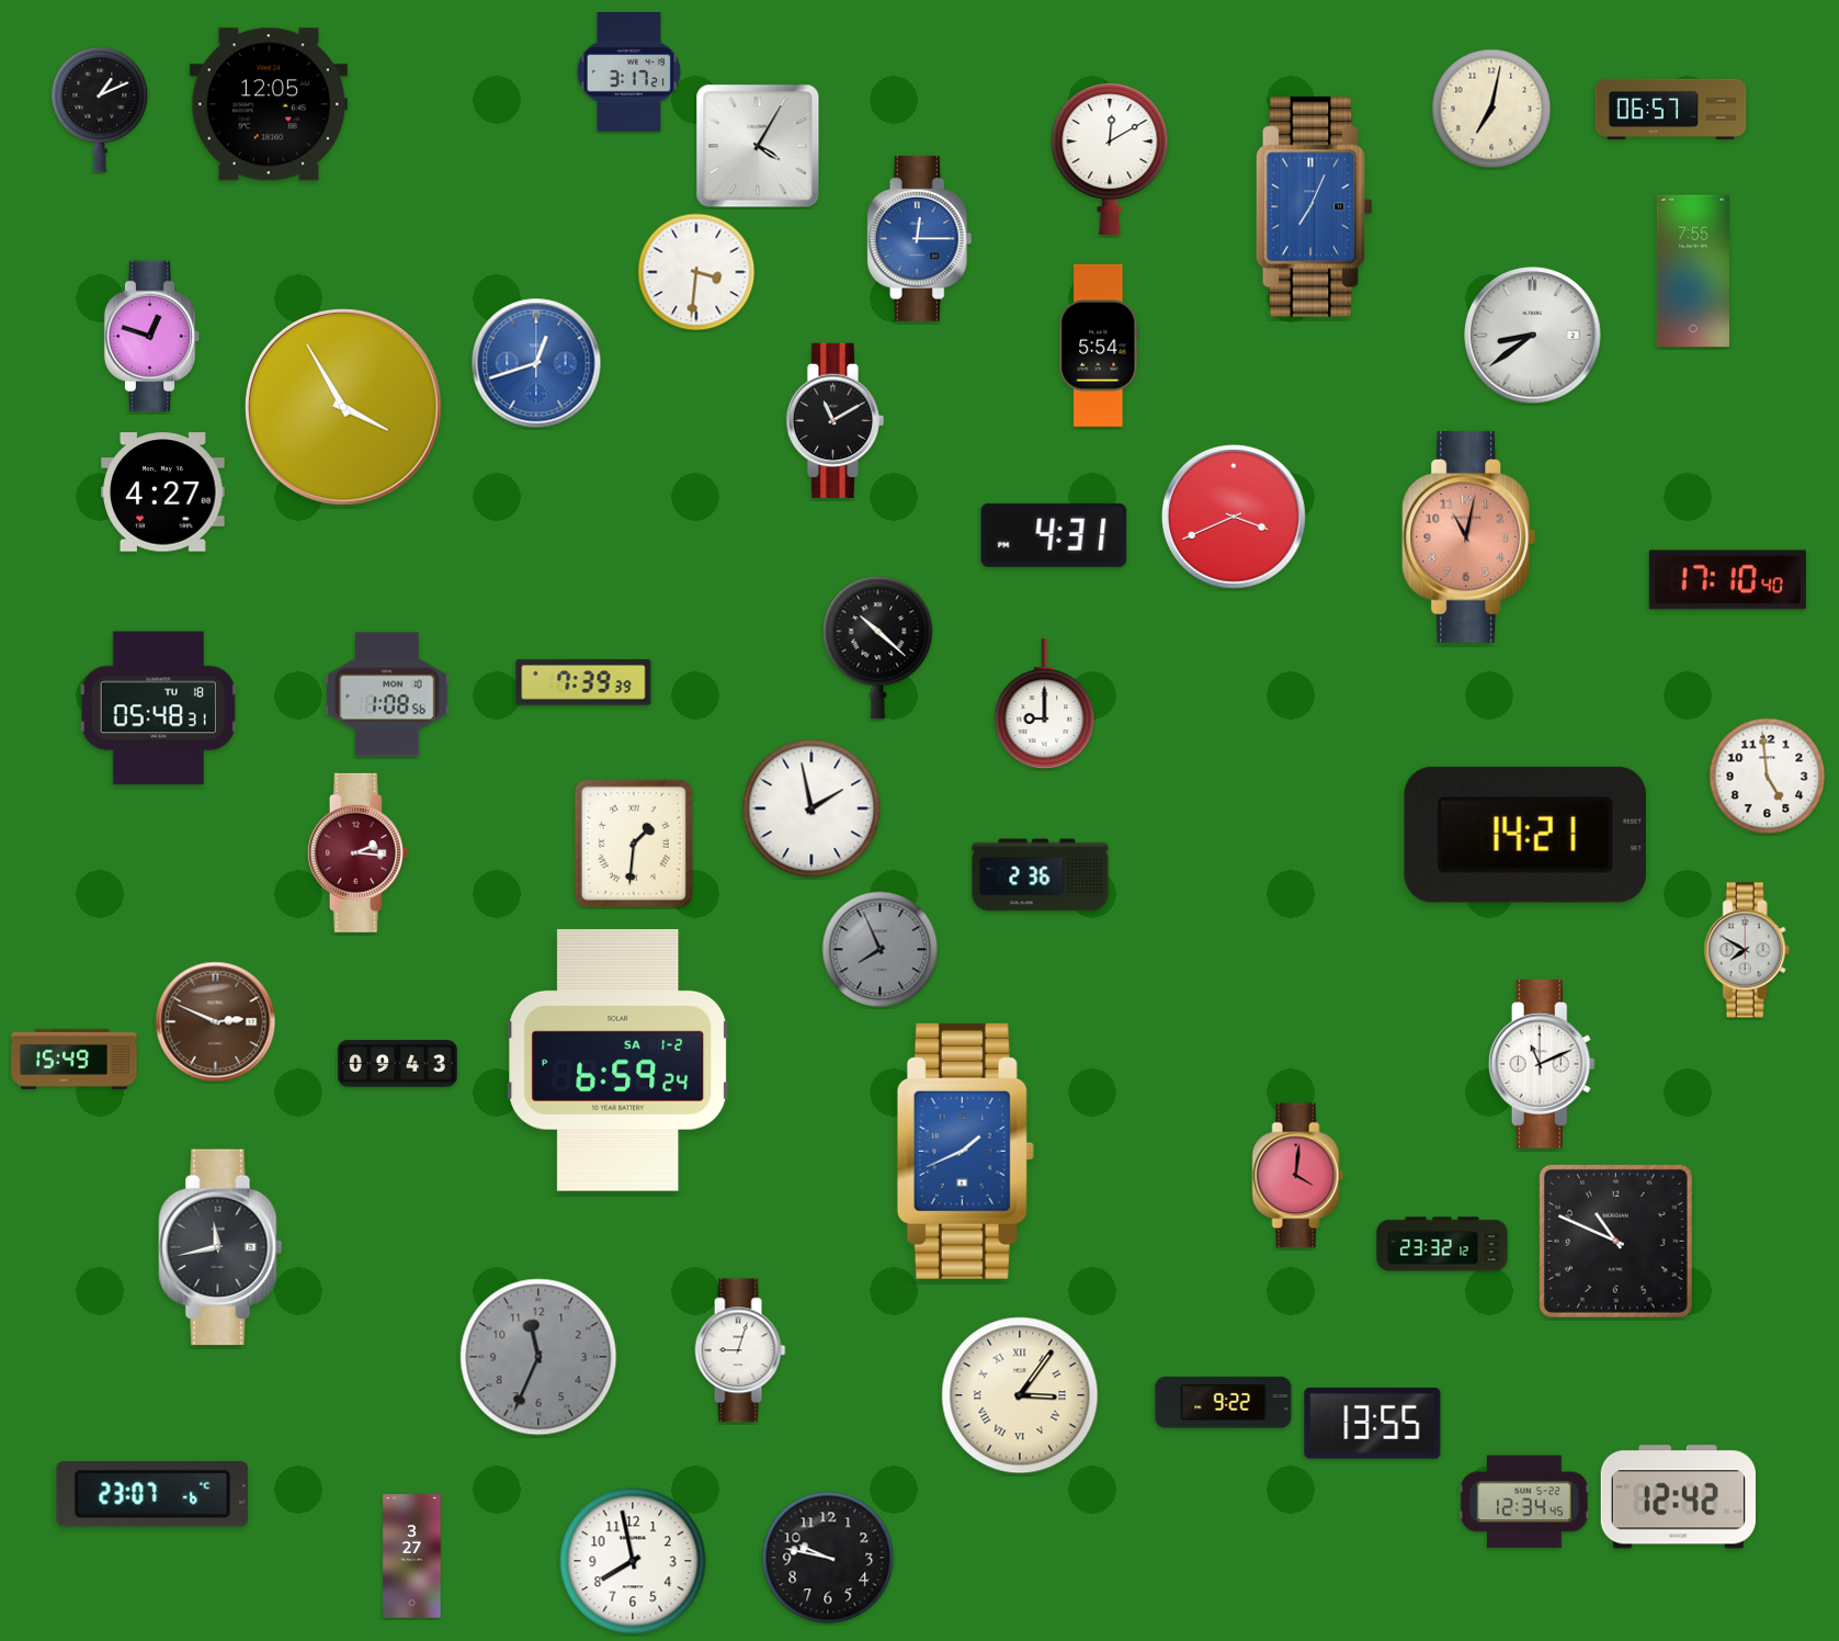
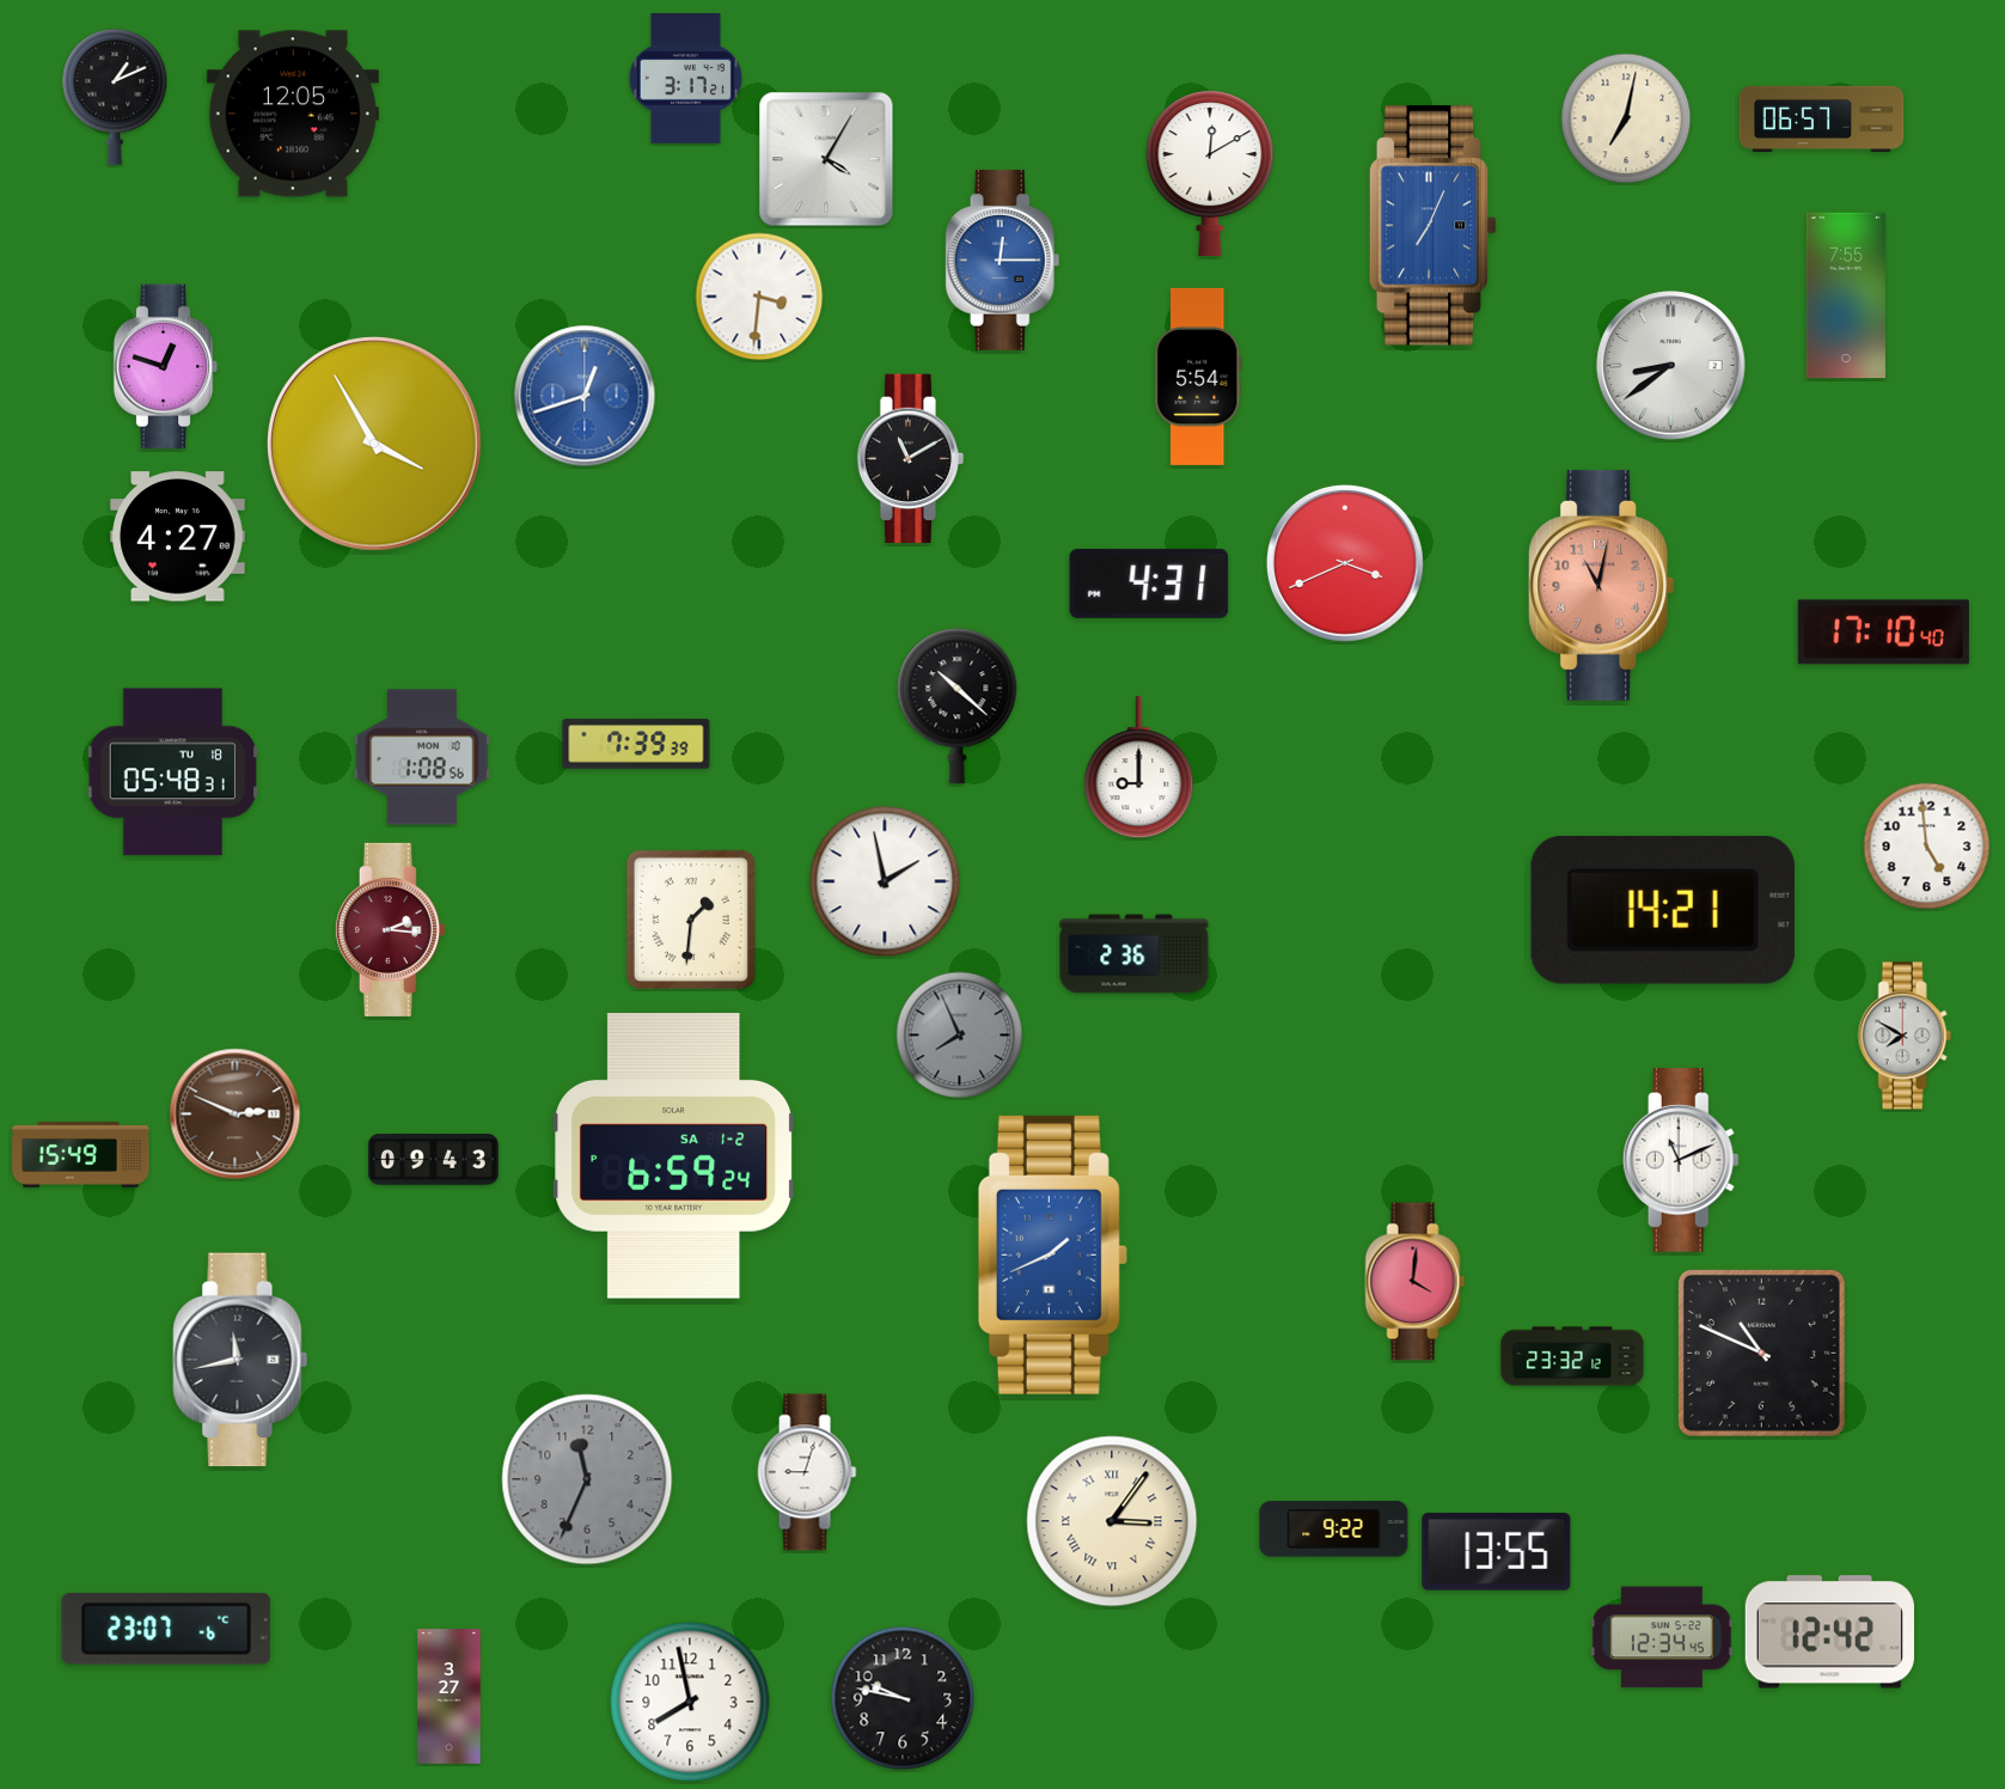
clock at (100, 111) position: (100, 111) -> (115, 98)
